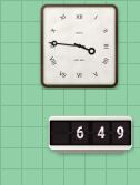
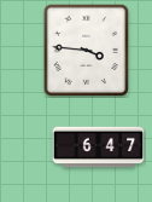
clock at (91, 135): 6:49 -> 6:47
